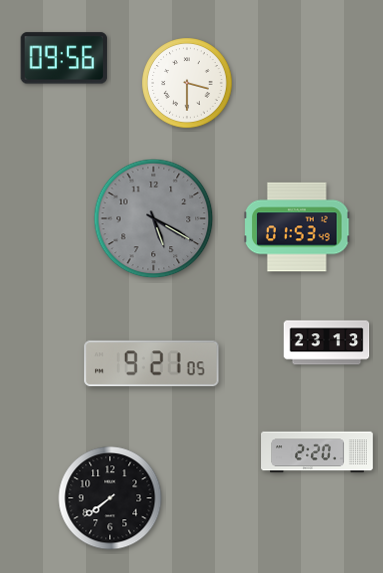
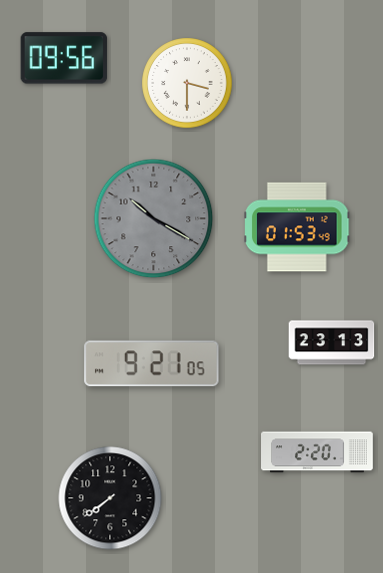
clock at (154, 219): 5:20 -> 10:20
clock at (327, 343) position: (327, 343) -> (332, 343)
